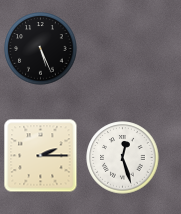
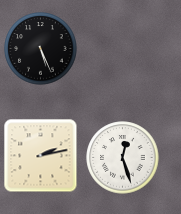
clock at (41, 156): 2:15 -> 2:13
